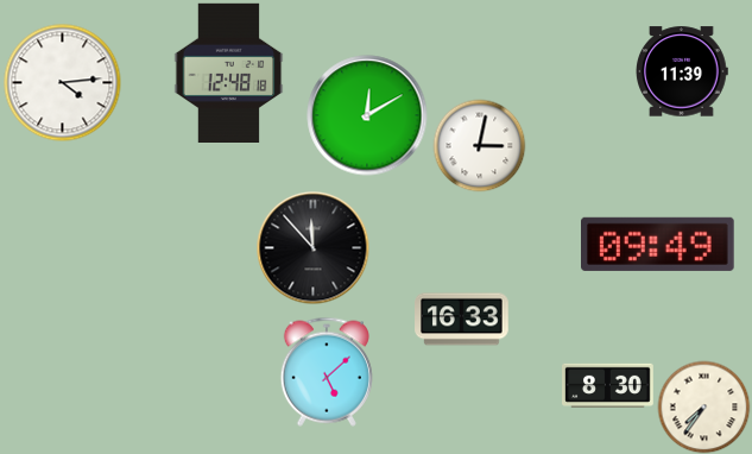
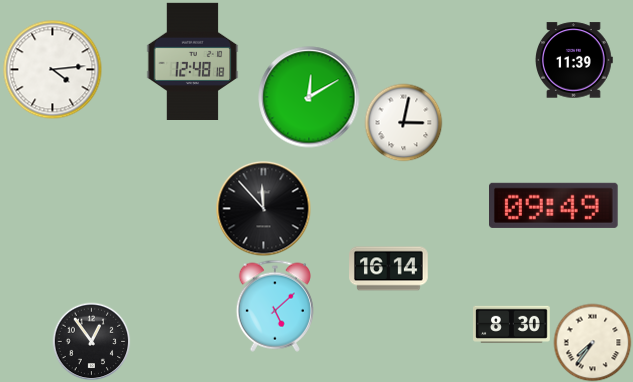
clock at (462, 320): 16:33 -> 16:14
clock at (327, 372) position: (327, 372) -> (275, 306)
clock at (91, 341): none -> 12:54
